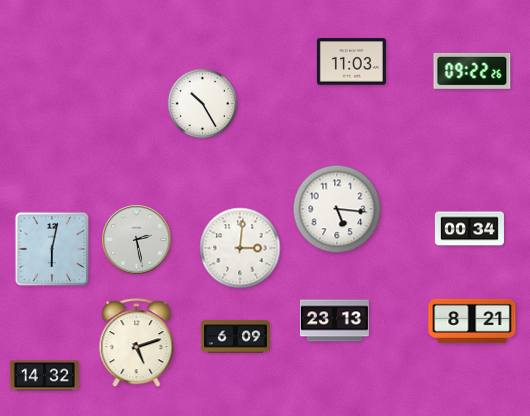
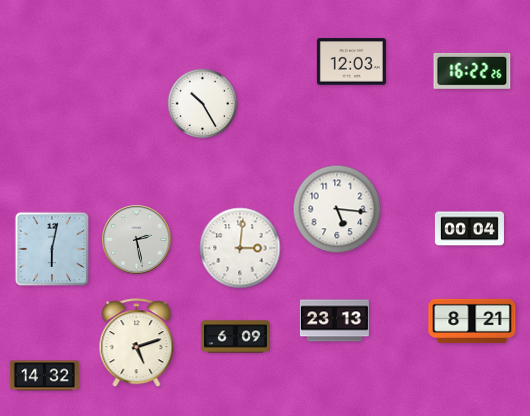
clock at (351, 62): 11:03 -> 12:03
clock at (472, 71): 09:22 -> 16:22
clock at (469, 229): 00:34 -> 00:04
